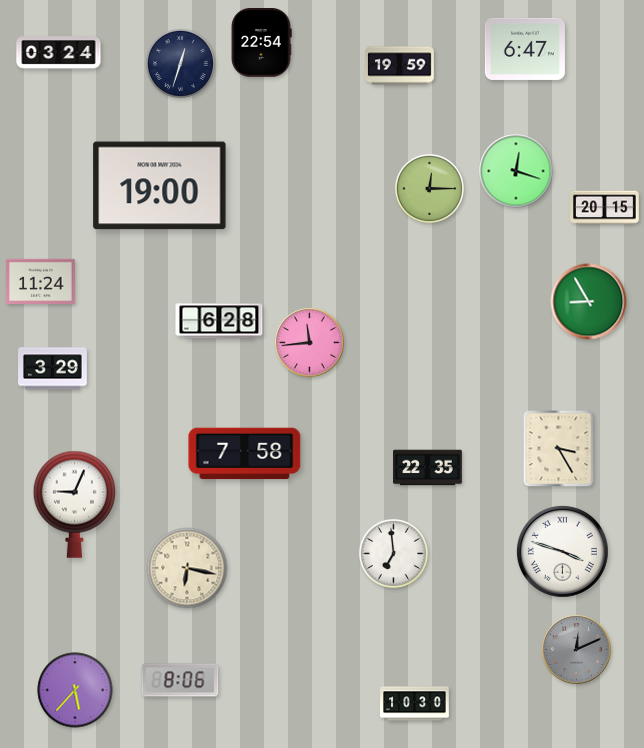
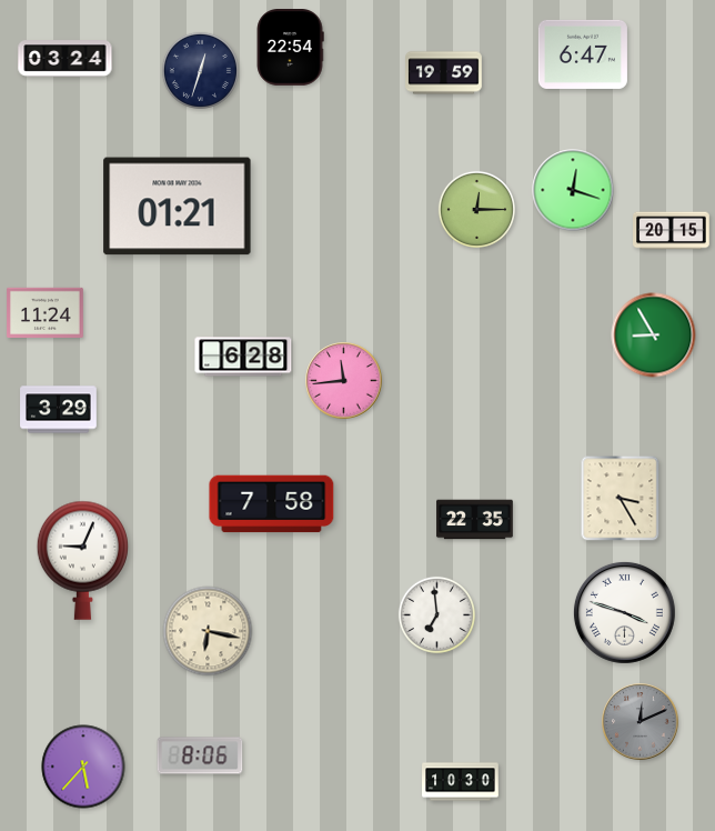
clock at (160, 186): 19:00 -> 01:21
